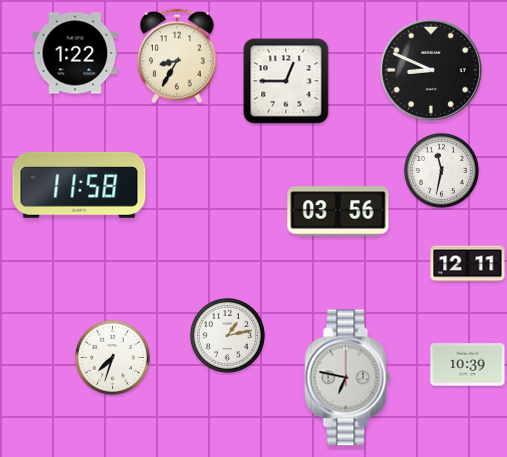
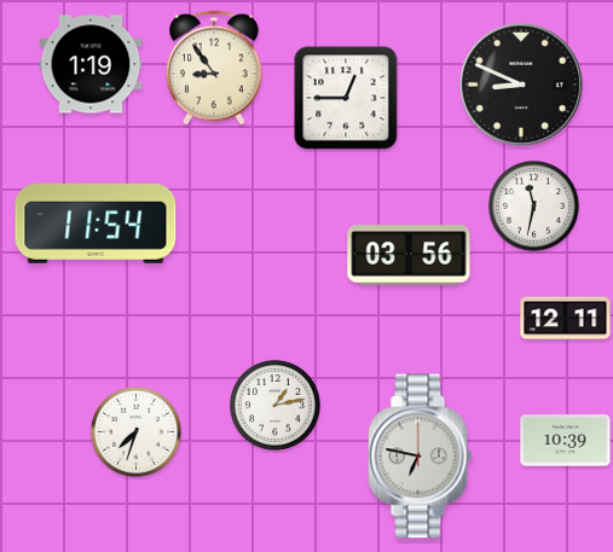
clock at (75, 53): 1:22 -> 1:19
clock at (177, 56): 8:35 -> 8:54
clock at (79, 185): 11:58 -> 11:54
